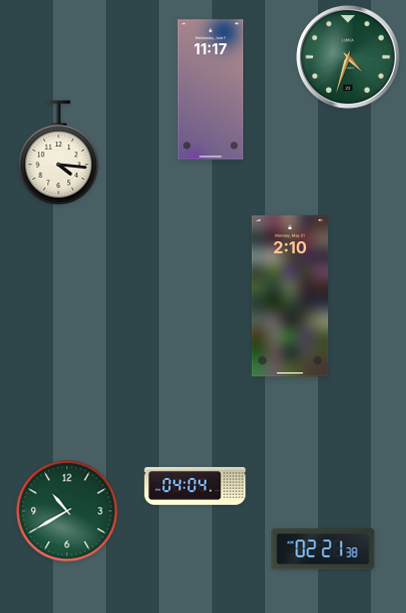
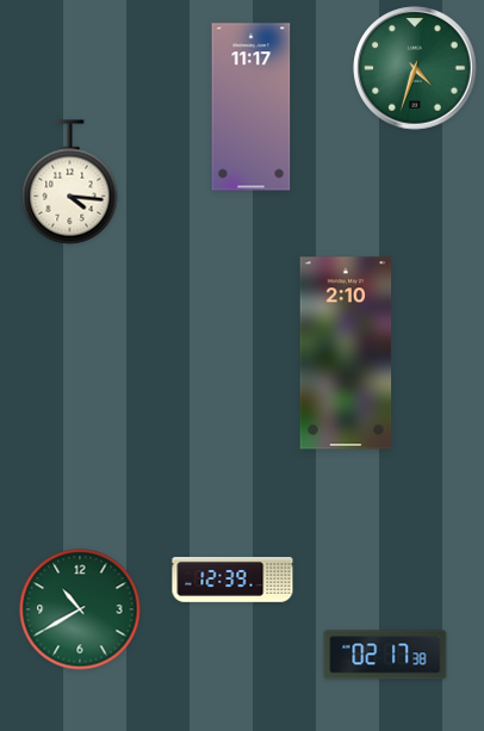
clock at (195, 486): 04:04 -> 12:39
clock at (323, 549): 02:21 -> 02:17
